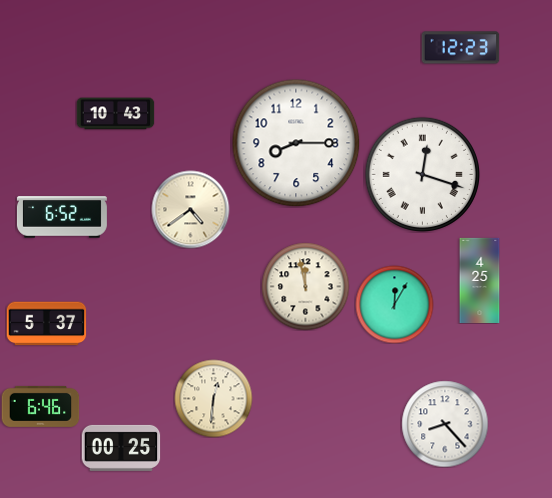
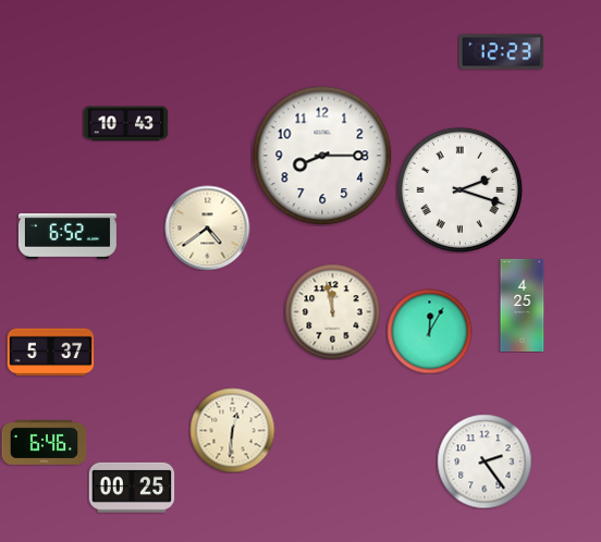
clock at (422, 174): 12:18 -> 2:18
clock at (213, 398) position: (213, 398) -> (232, 430)
clock at (445, 424): 8:23 -> 2:24
